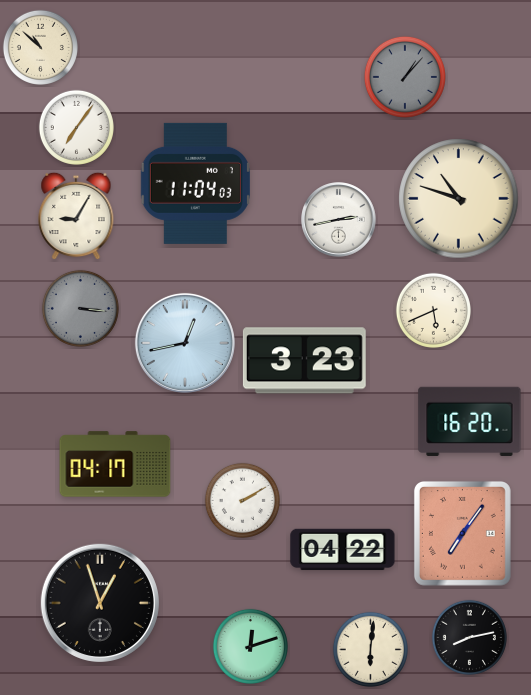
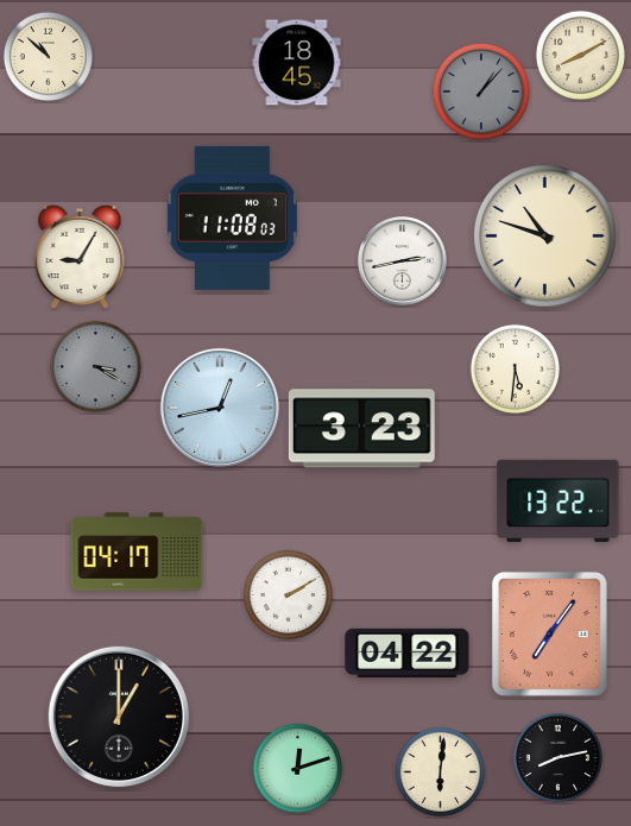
clock at (580, 55): none -> 8:10
clock at (297, 63): none -> 18:45
clock at (76, 127): 7:06 -> none
clock at (195, 183): 11:04 -> 11:08
clock at (76, 216) position: (76, 216) -> (80, 257)
clock at (80, 308): 3:16 -> 3:20
clock at (433, 310): 5:41 -> 5:31
clock at (470, 421): 16:20 -> 13:22
clock at (100, 603): 12:57 -> 1:00
